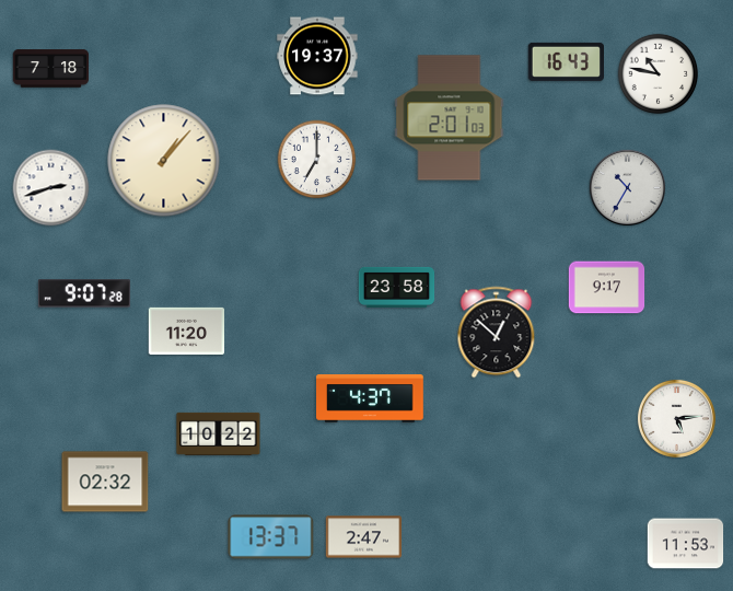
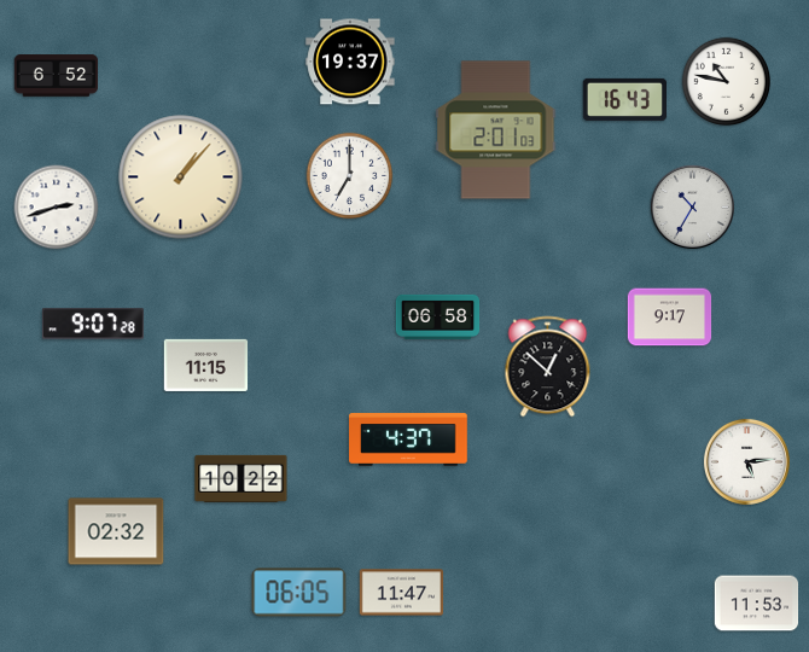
clock at (566, 61) position: (566, 61) -> (624, 99)
clock at (51, 69): 7:18 -> 6:52
clock at (397, 287): 23:58 -> 06:58
clock at (187, 331): 11:20 -> 11:15
clock at (271, 537): 13:37 -> 06:05
clock at (364, 537): 2:47 -> 11:47
clock at (686, 544) position: (686, 544) -> (757, 604)
